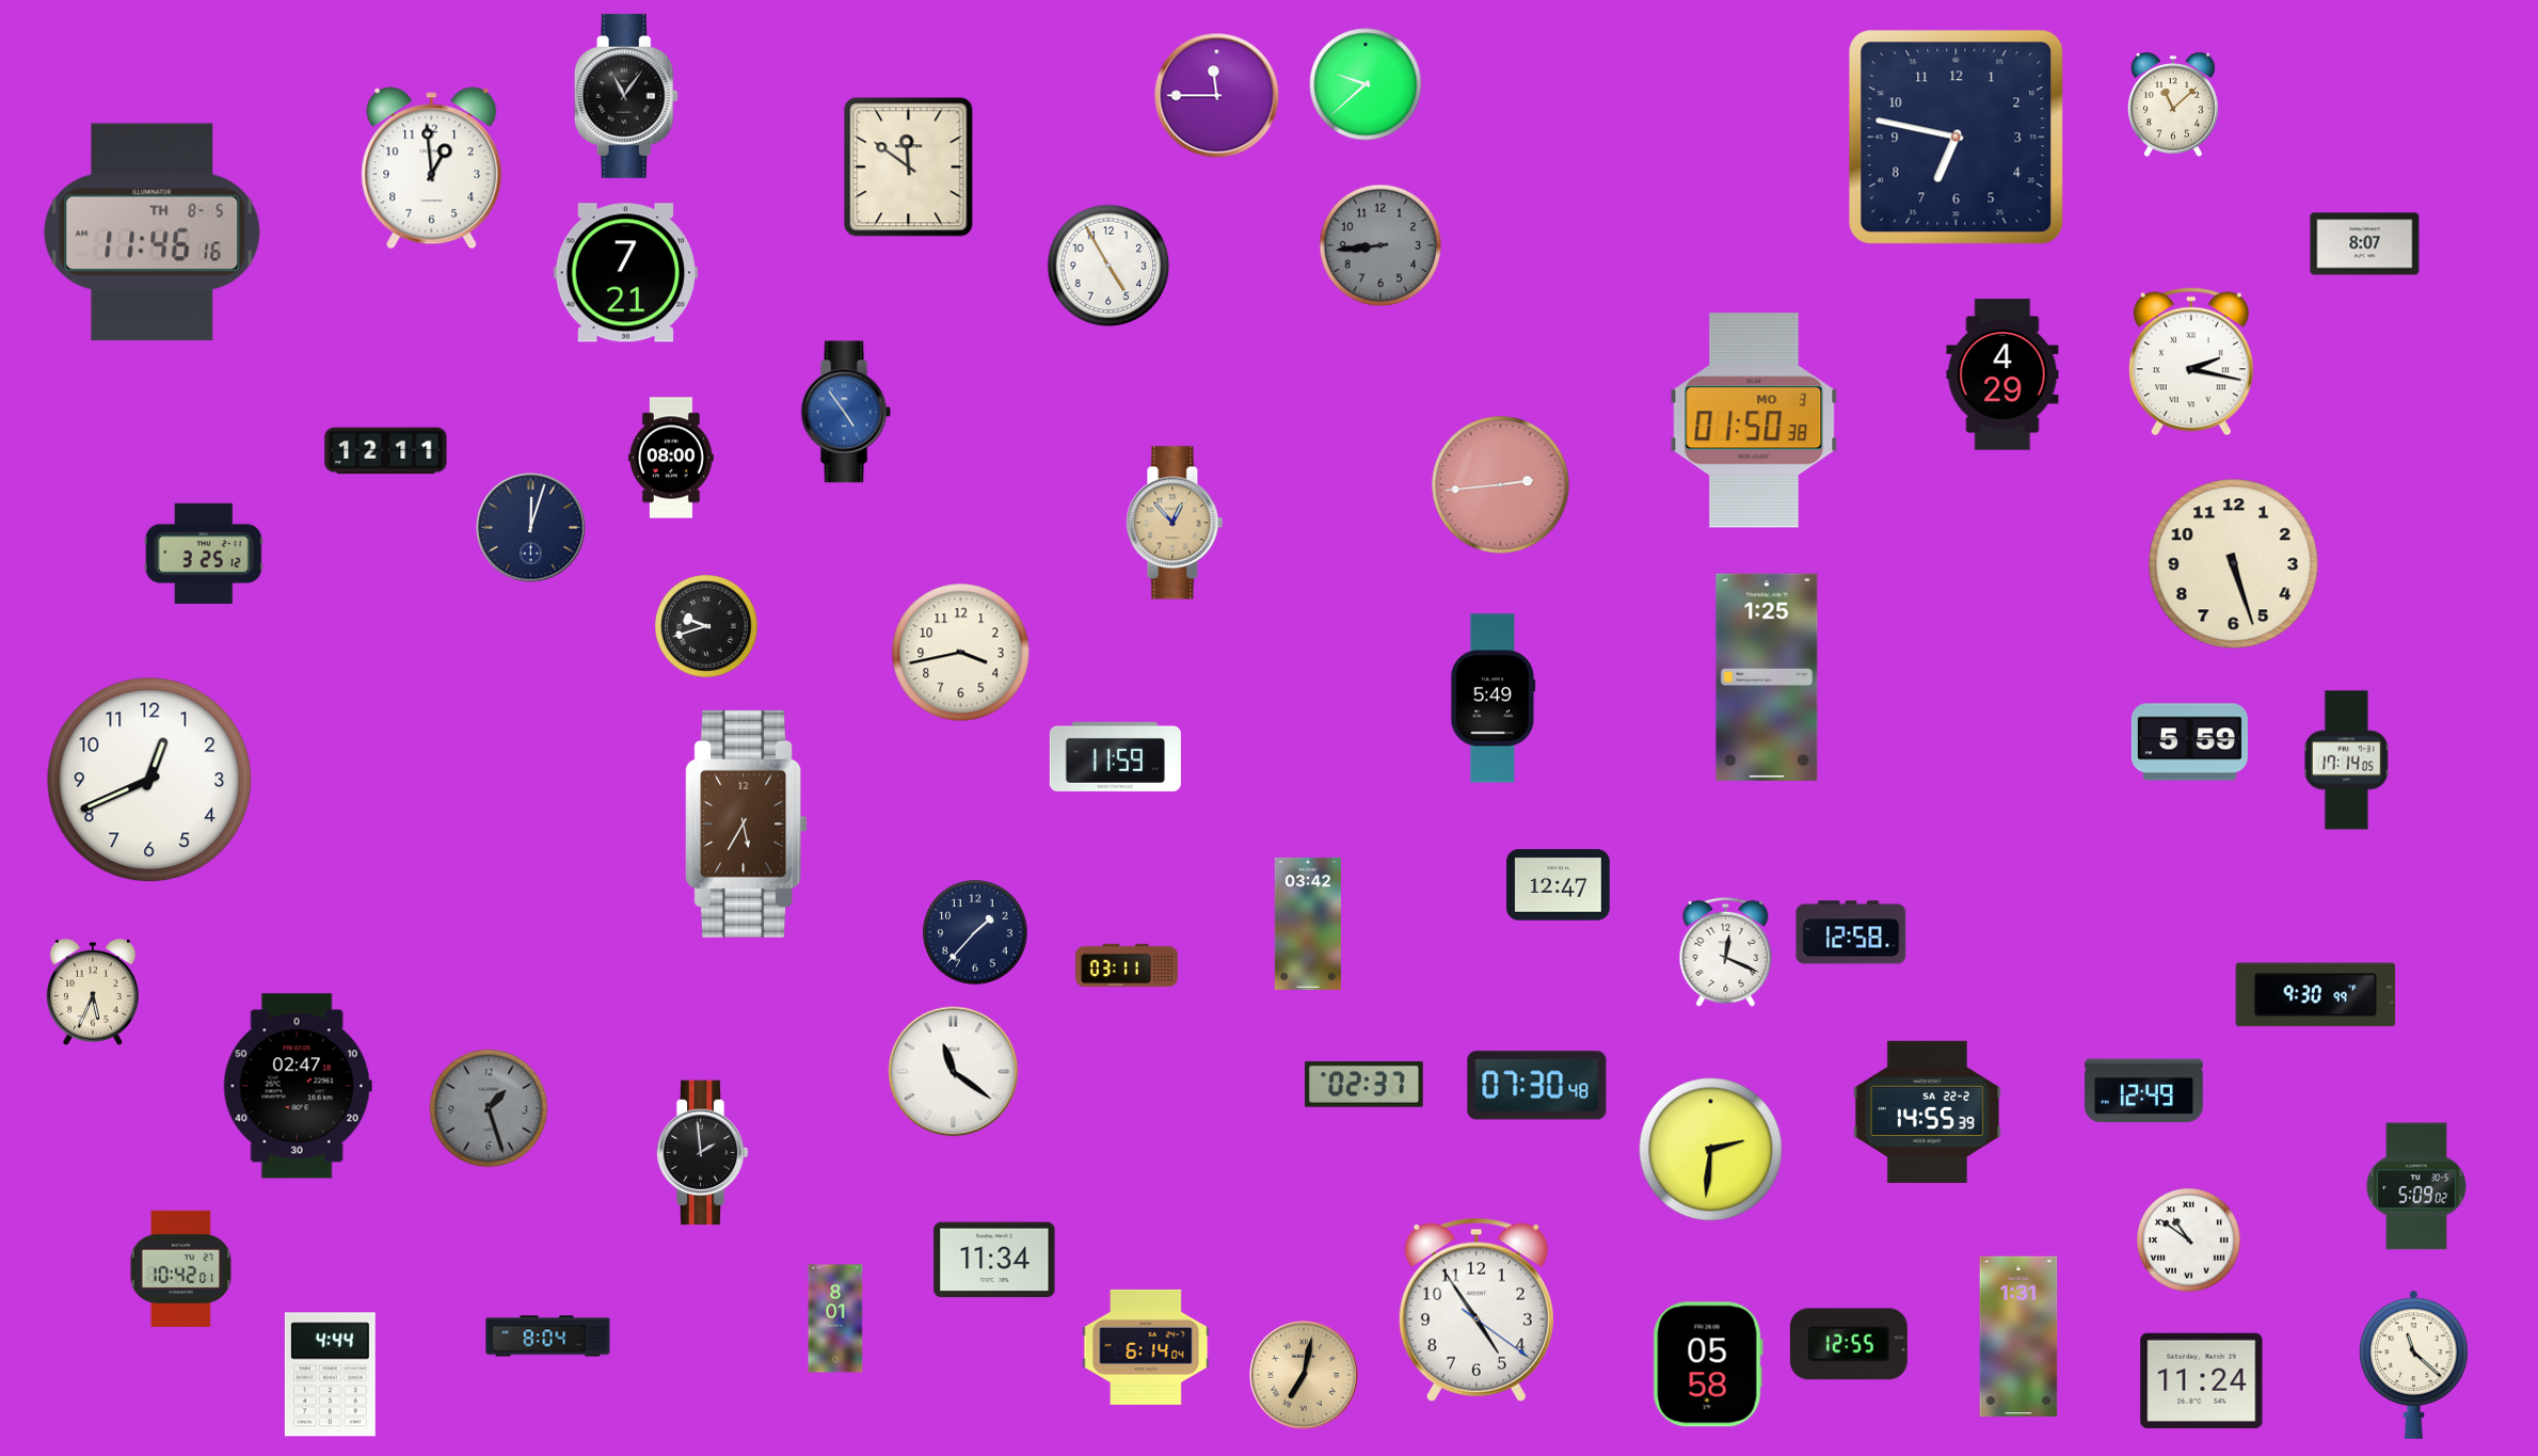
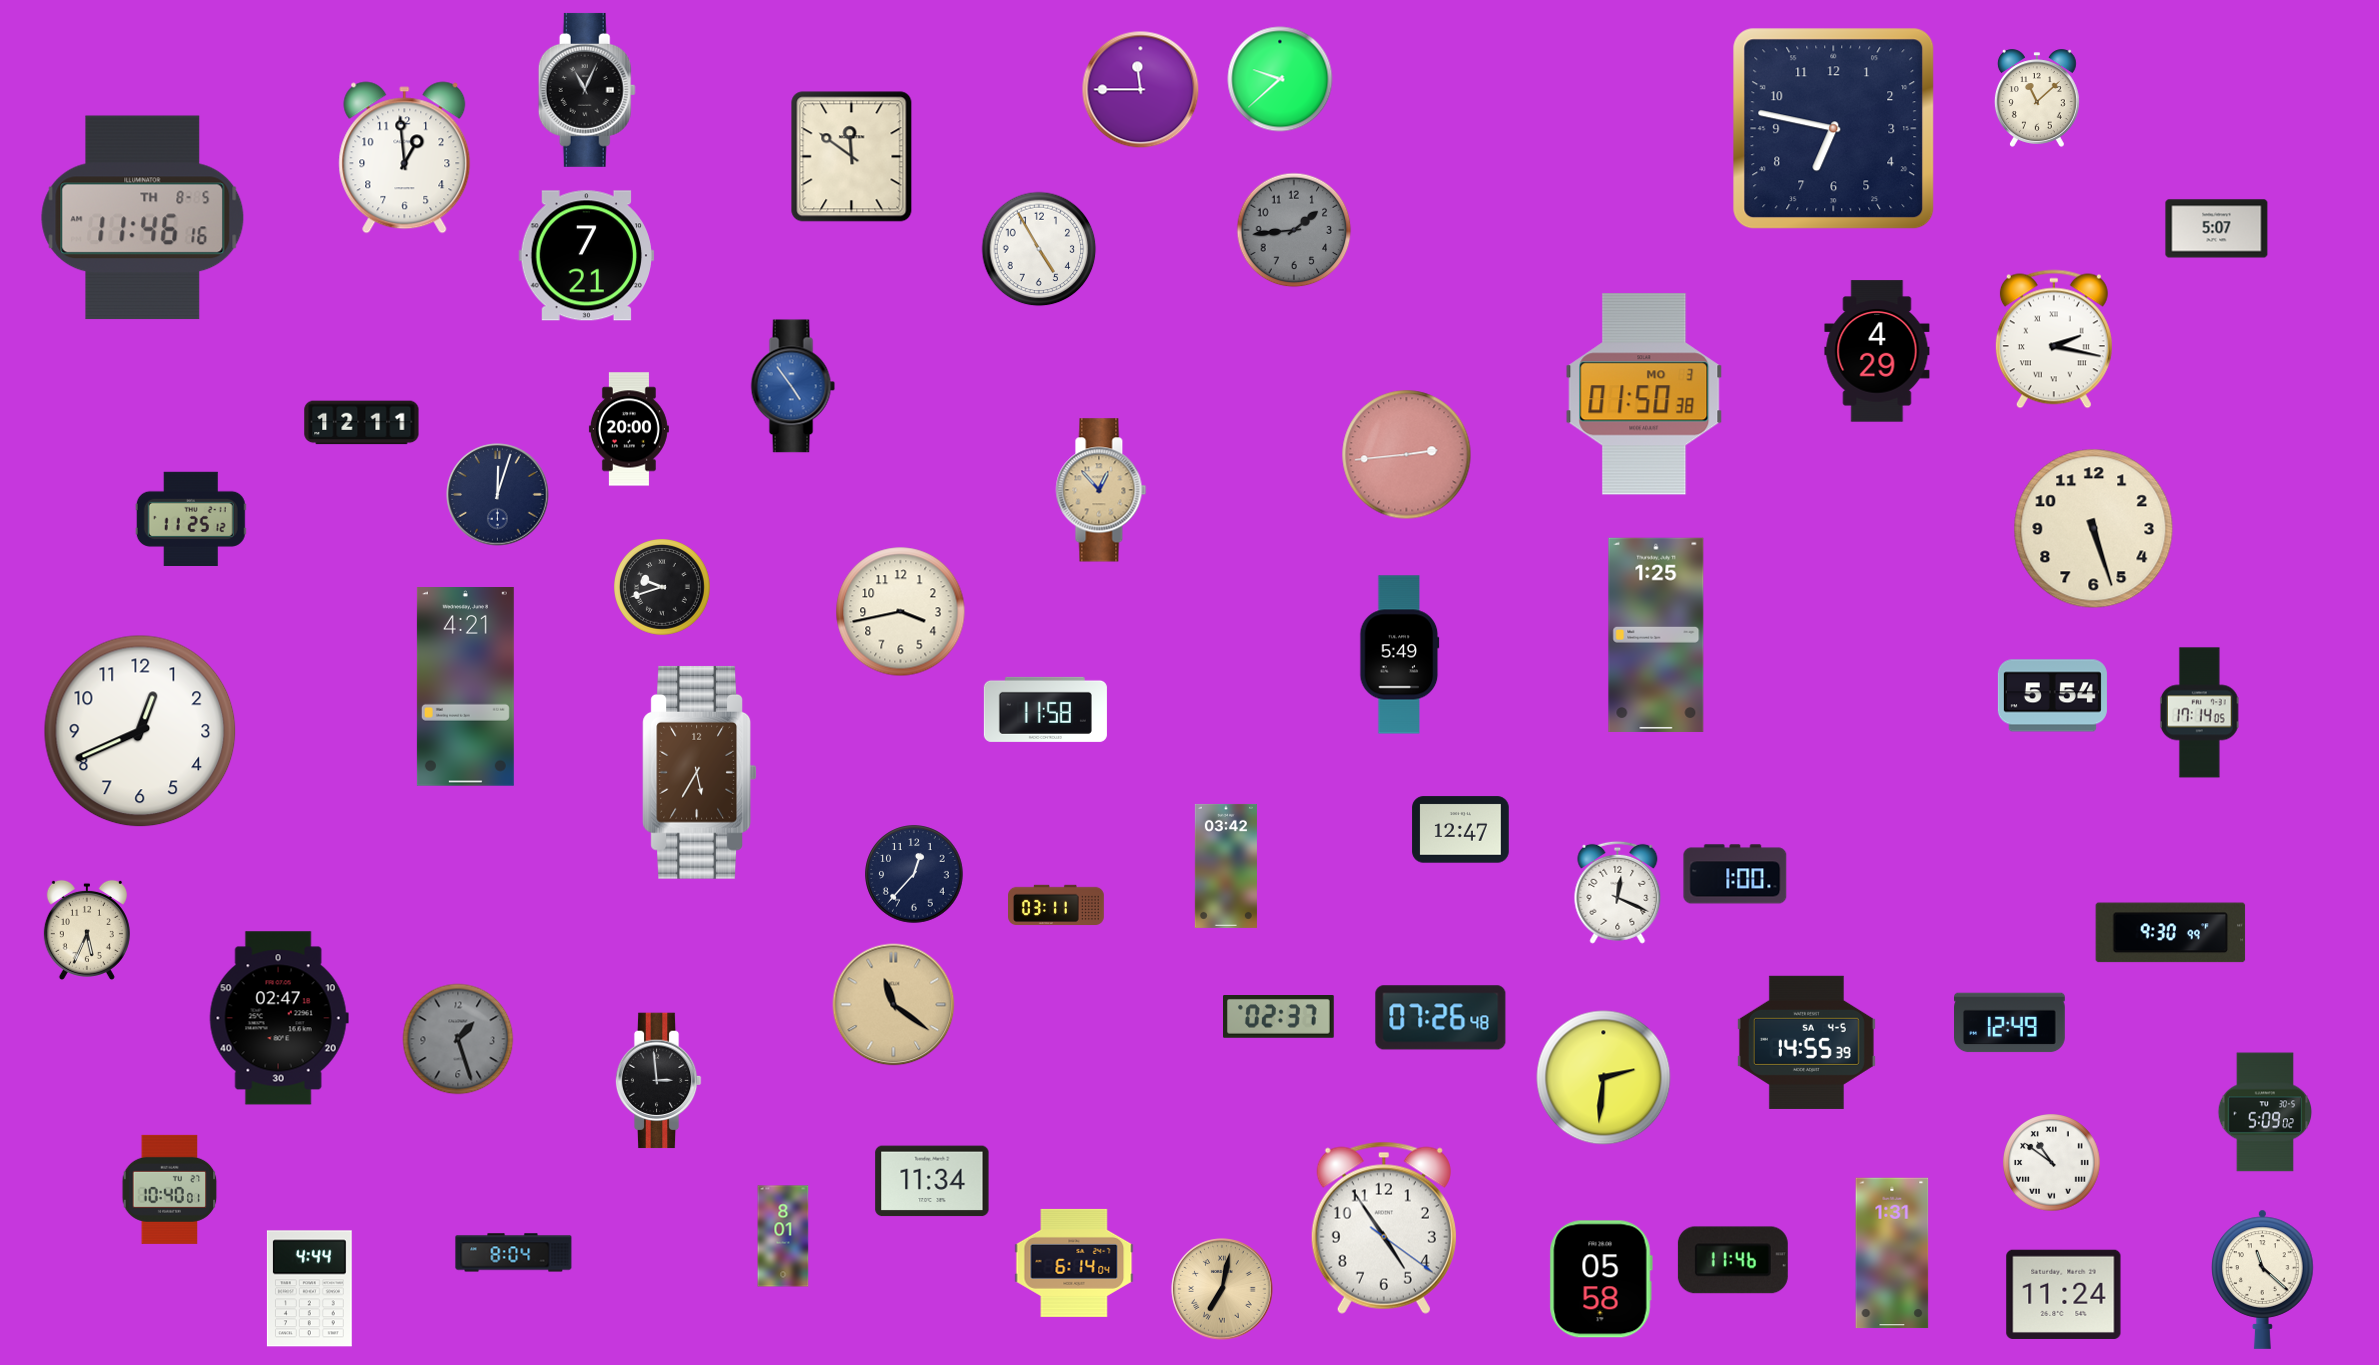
clock at (626, 96): 11:06 -> 11:04
clock at (2365, 244): 8:07 -> 5:07
clock at (1380, 245): 8:44 -> 1:44
clock at (671, 458): 08:00 -> 20:00
clock at (204, 553): 3:25 -> 11:25
clock at (465, 687): none -> 4:21
clock at (2189, 742): 5:59 -> 5:54
clock at (1115, 756): 11:59 -> 11:58
clock at (975, 932): 1:37 -> 12:37
clock at (1851, 932): 12:58 -> 1:00
clock at (954, 1072) dial: white -> champagne
clock at (1537, 1086): 07:30 -> 07:26
clock at (1927, 1111) date: SA 22-2 -> SA 4-5
clock at (702, 1153): 1:59 -> 2:59
clock at (181, 1268): 10:42 -> 10:40
clock at (1849, 1344): 12:55 -> 11:46
